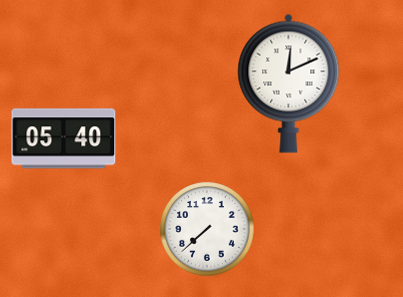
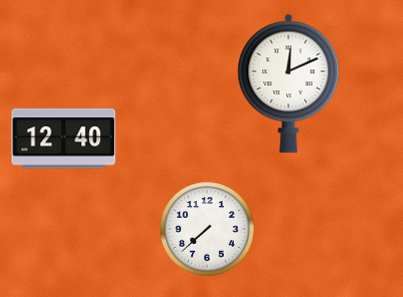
clock at (64, 139): 05:40 -> 12:40
